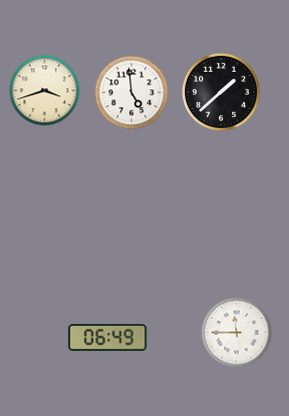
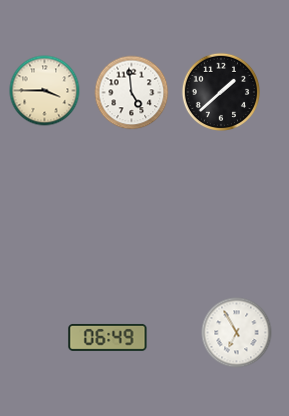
clock at (45, 91): 3:42 -> 3:45
clock at (237, 333): 11:45 -> 6:55
